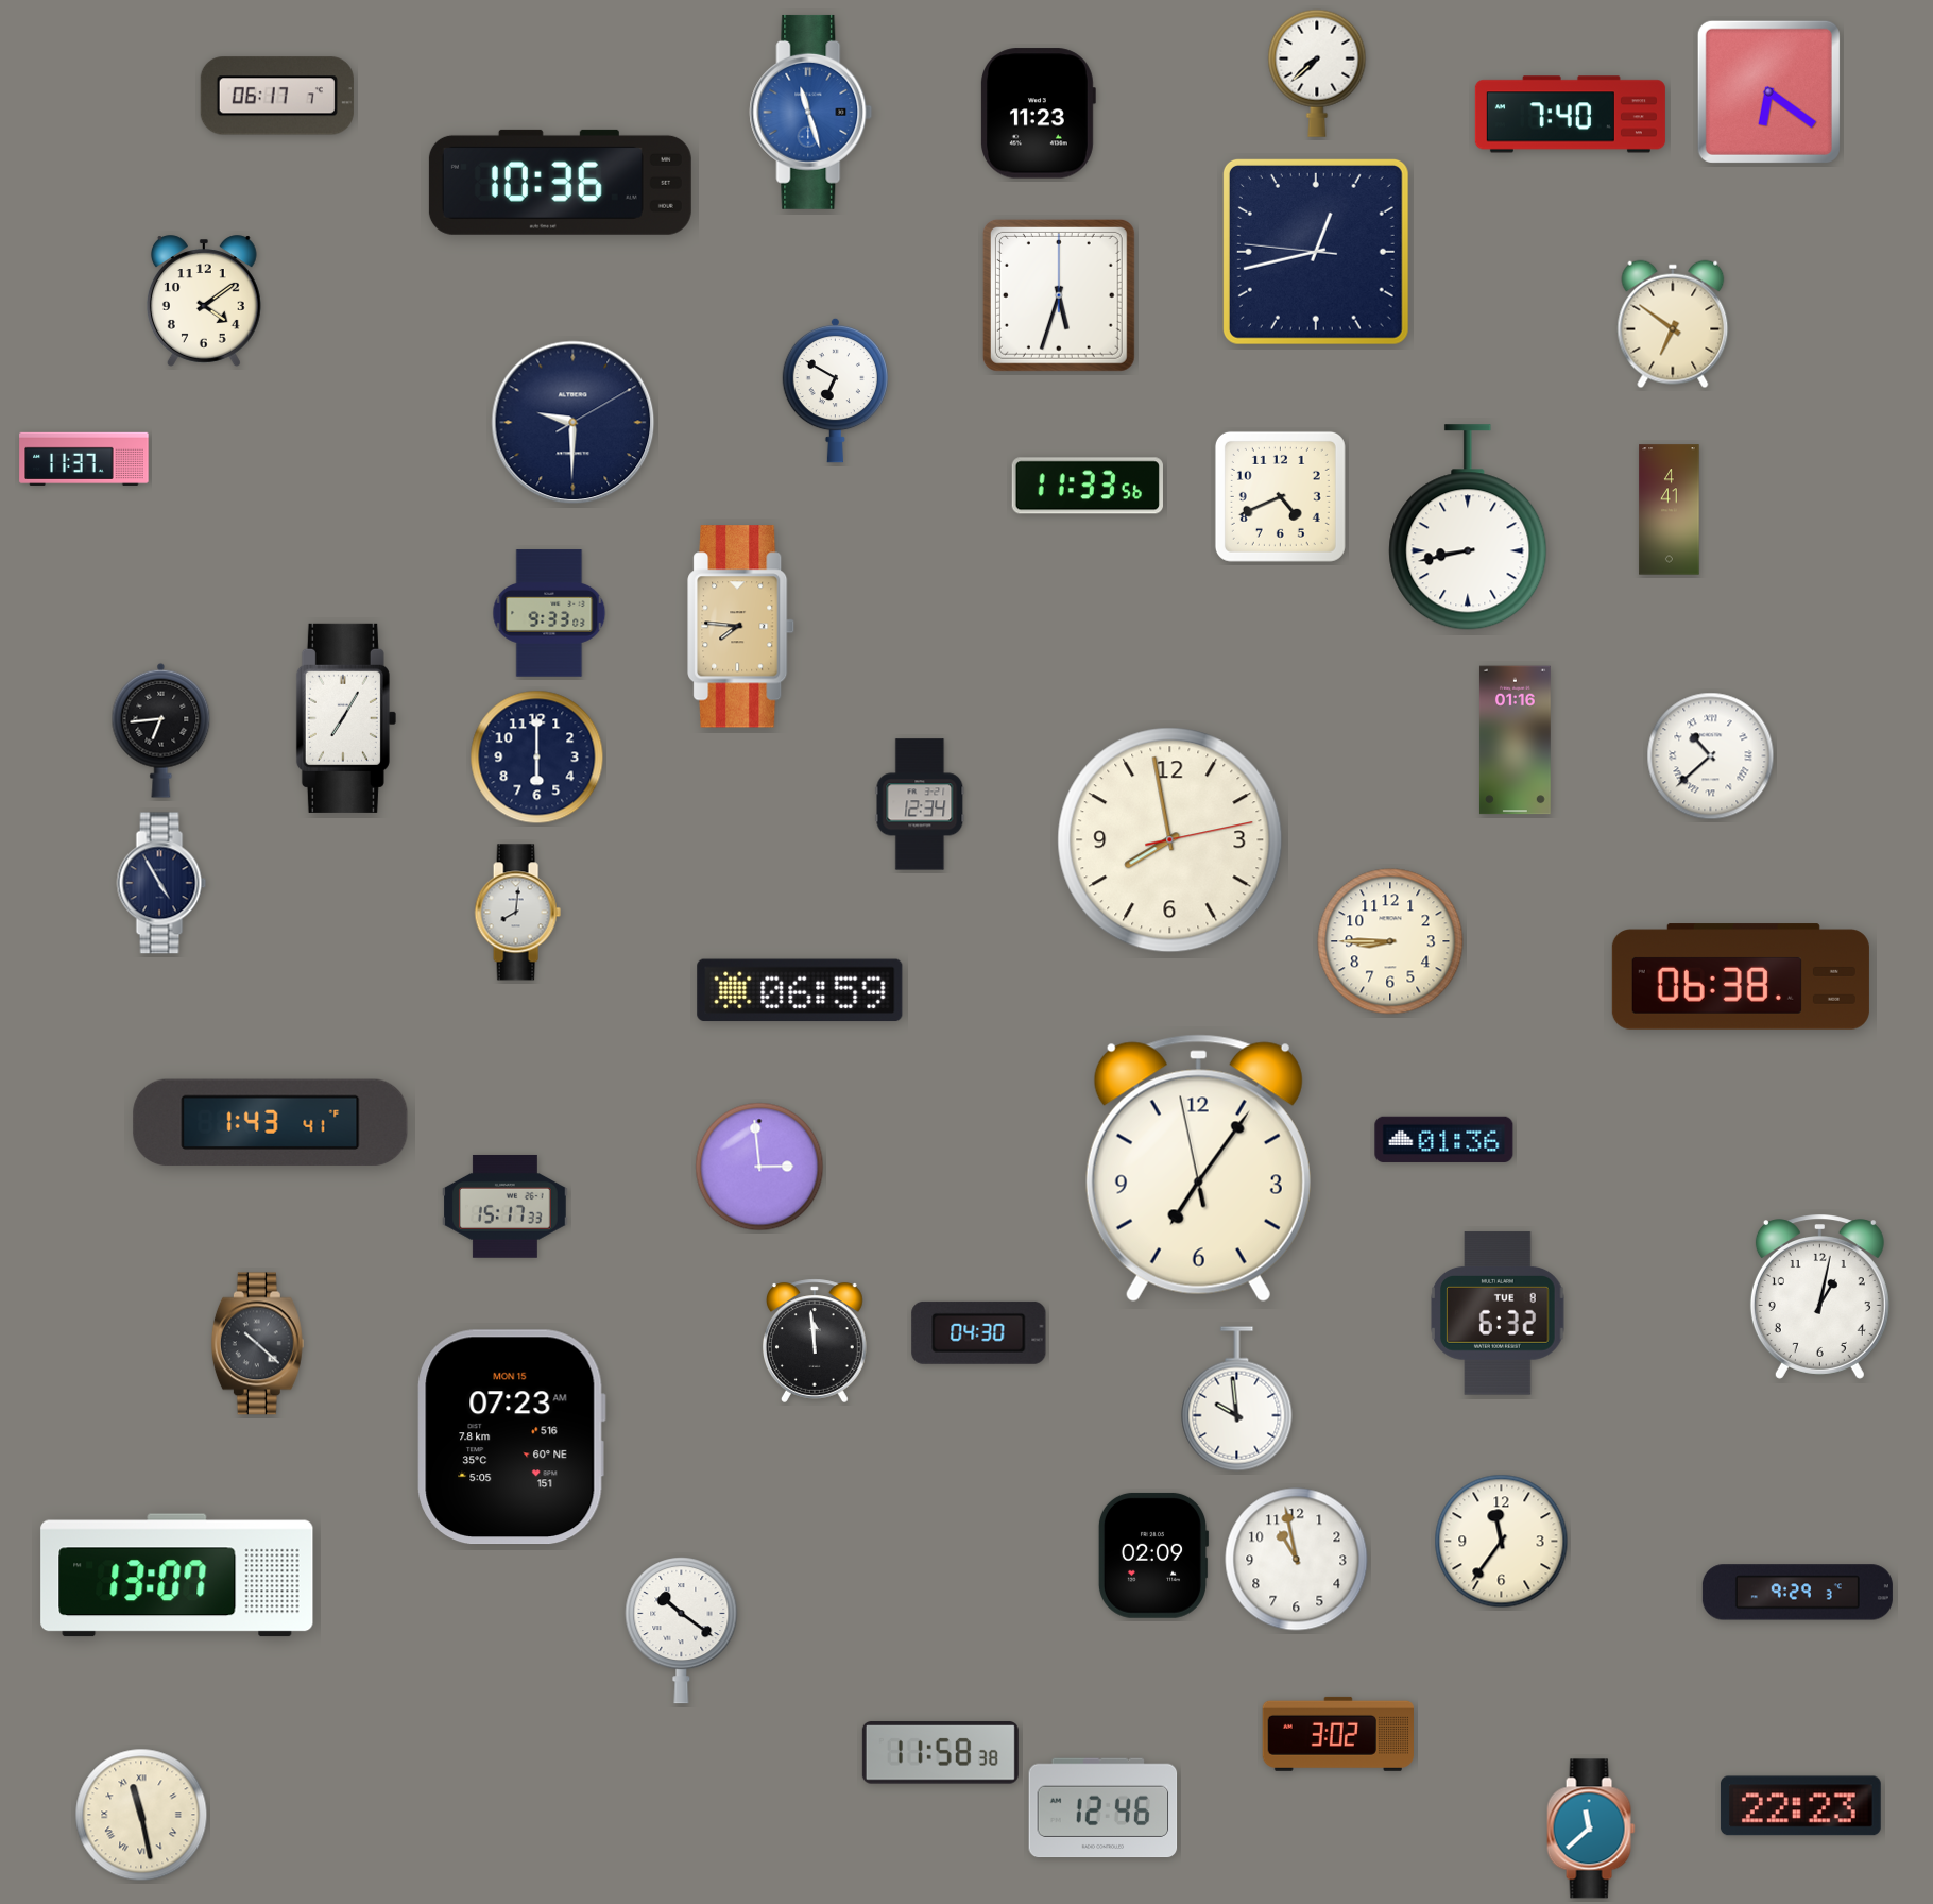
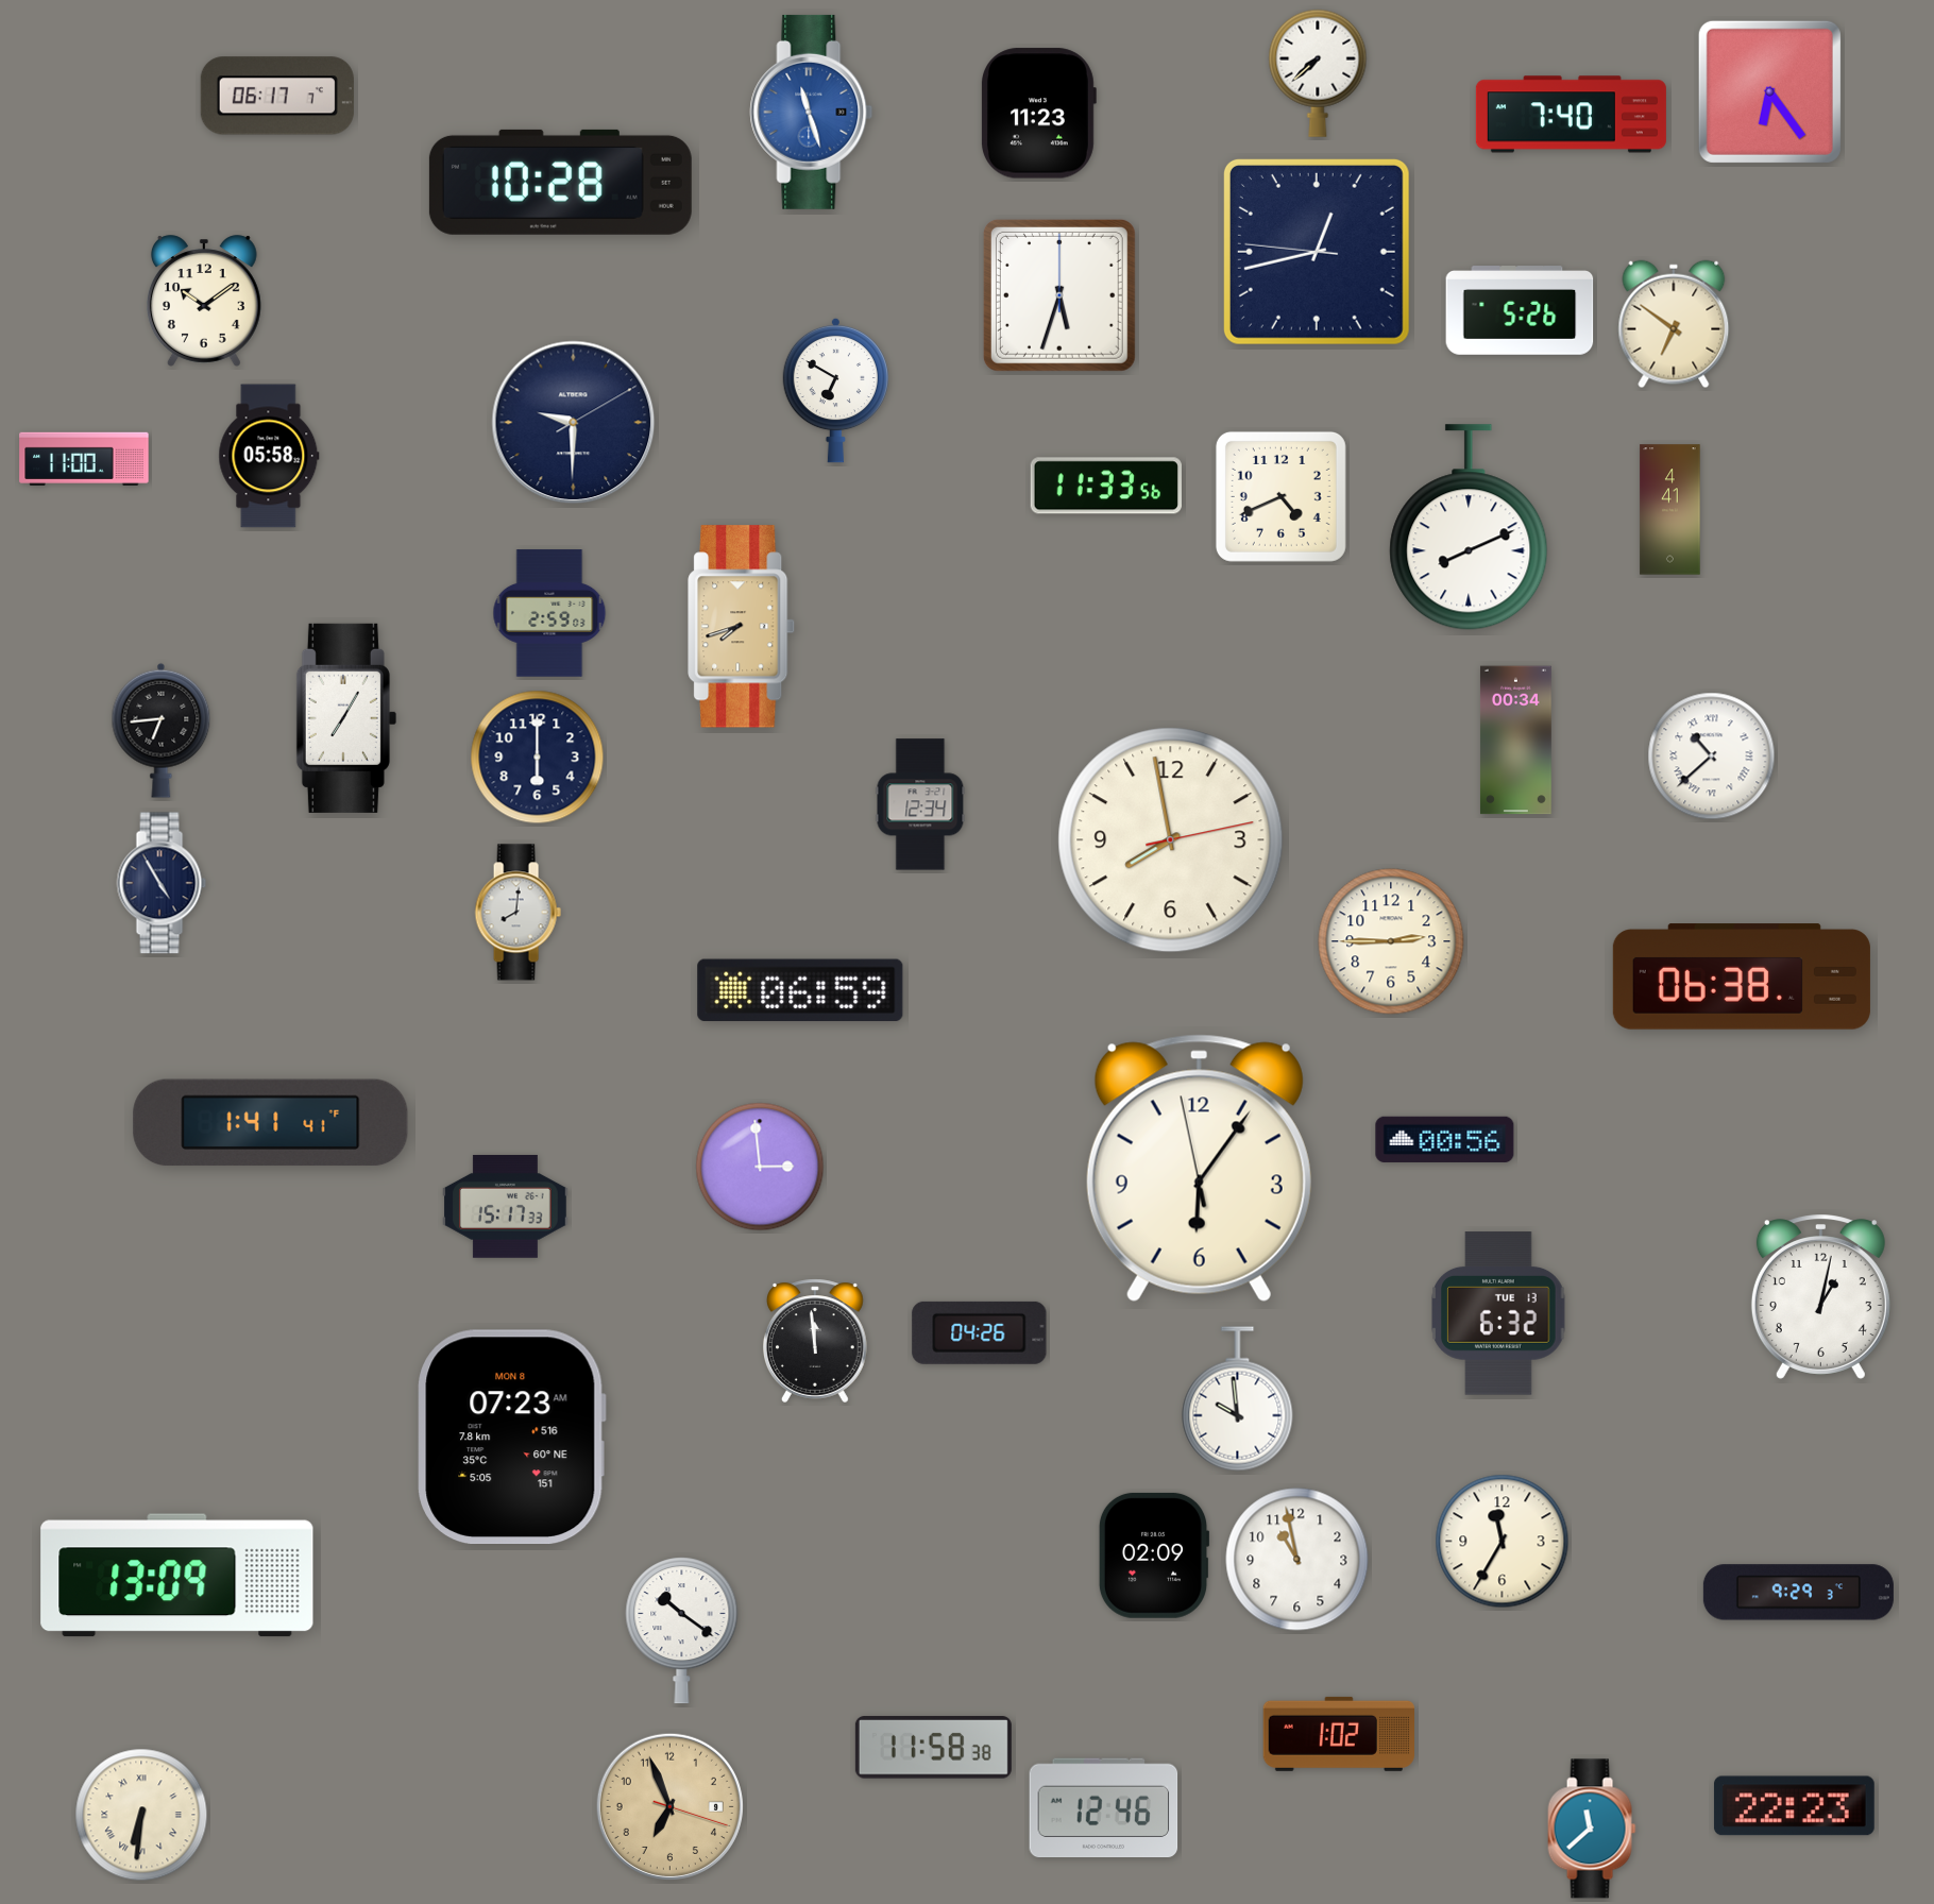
clock at (1768, 91): 6:21 -> 6:24
clock at (560, 182): 10:36 -> 10:28
clock at (204, 301): 4:09 -> 10:09
clock at (1520, 310): none -> 5:26
clock at (269, 456): none -> 05:58
clock at (84, 459): 11:37 -> 11:00
clock at (1088, 486) position: (1088, 486) -> (1106, 486)
clock at (1468, 527): 8:43 -> 8:11
clock at (549, 613): 9:33 -> 2:59
clock at (741, 627): 7:46 -> 7:42
clock at (1515, 741): 01:16 -> 00:34
clock at (1390, 941): 8:45 -> 2:45
clock at (271, 1123): 1:43 -> 1:41
clock at (1444, 1139): 01:36 -> 00:56
clock at (1198, 1168): 7:05 -> 6:05
clock at (1498, 1313) date: TUE 8 -> TUE 13
clock at (979, 1332): 04:30 -> 04:26
clock at (257, 1344): 10:22 -> none
clock at (511, 1438) date: MON 15 -> MON 8
clock at (1502, 1542): 11:36 -> 11:35
clock at (177, 1576): 13:07 -> 13:09
clock at (1337, 1734): 3:02 -> 1:02
clock at (940, 1753) position: (940, 1753) -> (933, 1748)
clock at (669, 1806): none -> 6:56
clock at (1800, 1806) position: (1800, 1806) -> (1794, 1806)
clock at (141, 1815): 11:28 -> 6:31
